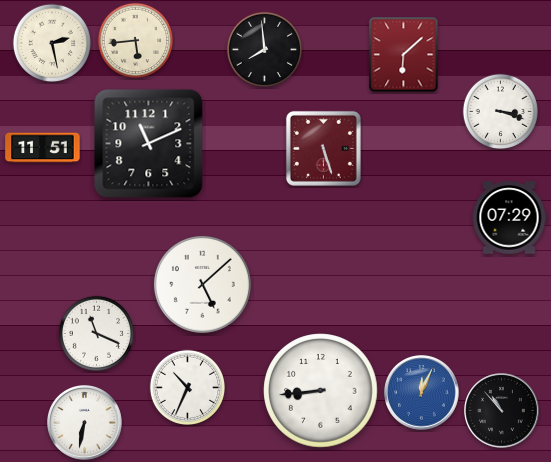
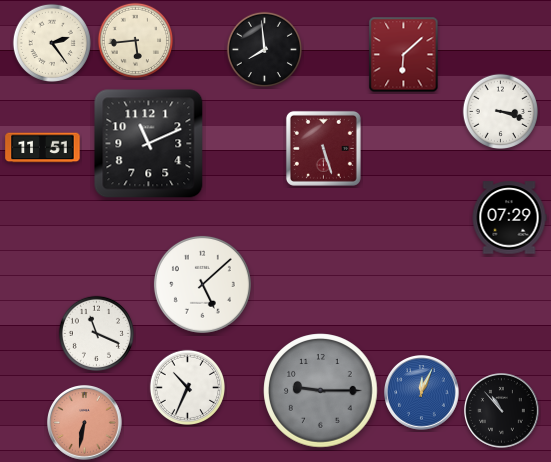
clock at (52, 43): 2:28 -> 2:24
clock at (321, 391): 8:44 -> 9:15
clock at (321, 391) dial: white -> grey
clock at (85, 423) dial: white -> salmon
